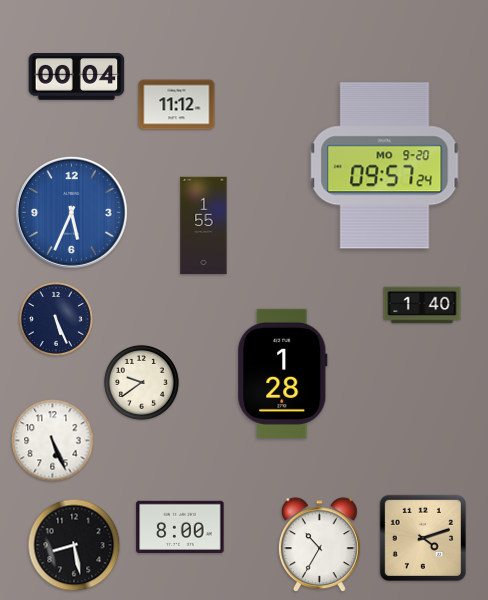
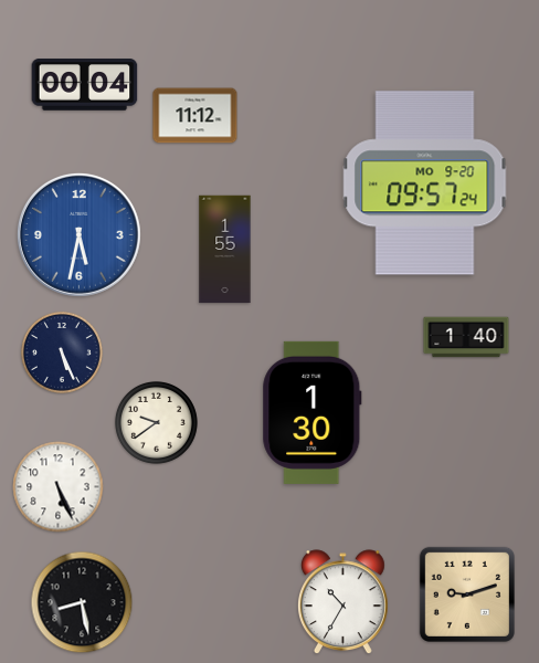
clock at (71, 212): 5:34 -> 5:32
clock at (283, 373): 1:28 -> 1:30
clock at (180, 527): 8:00 -> none
clock at (423, 538): 4:12 -> 9:12
clock at (319, 545) position: (319, 545) -> (342, 602)
